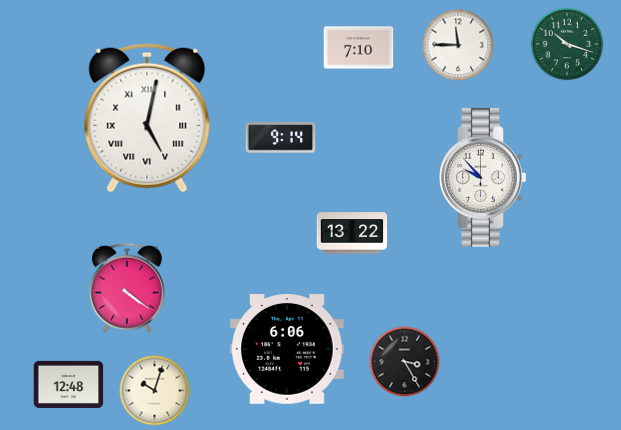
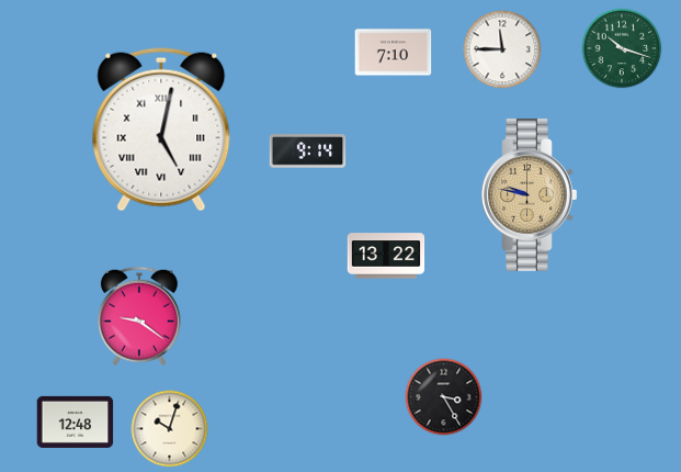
clock at (483, 178): 9:53 -> 9:47
clock at (483, 178) dial: white -> champagne
clock at (127, 288): 4:21 -> 9:21
clock at (287, 350): 6:06 -> none
